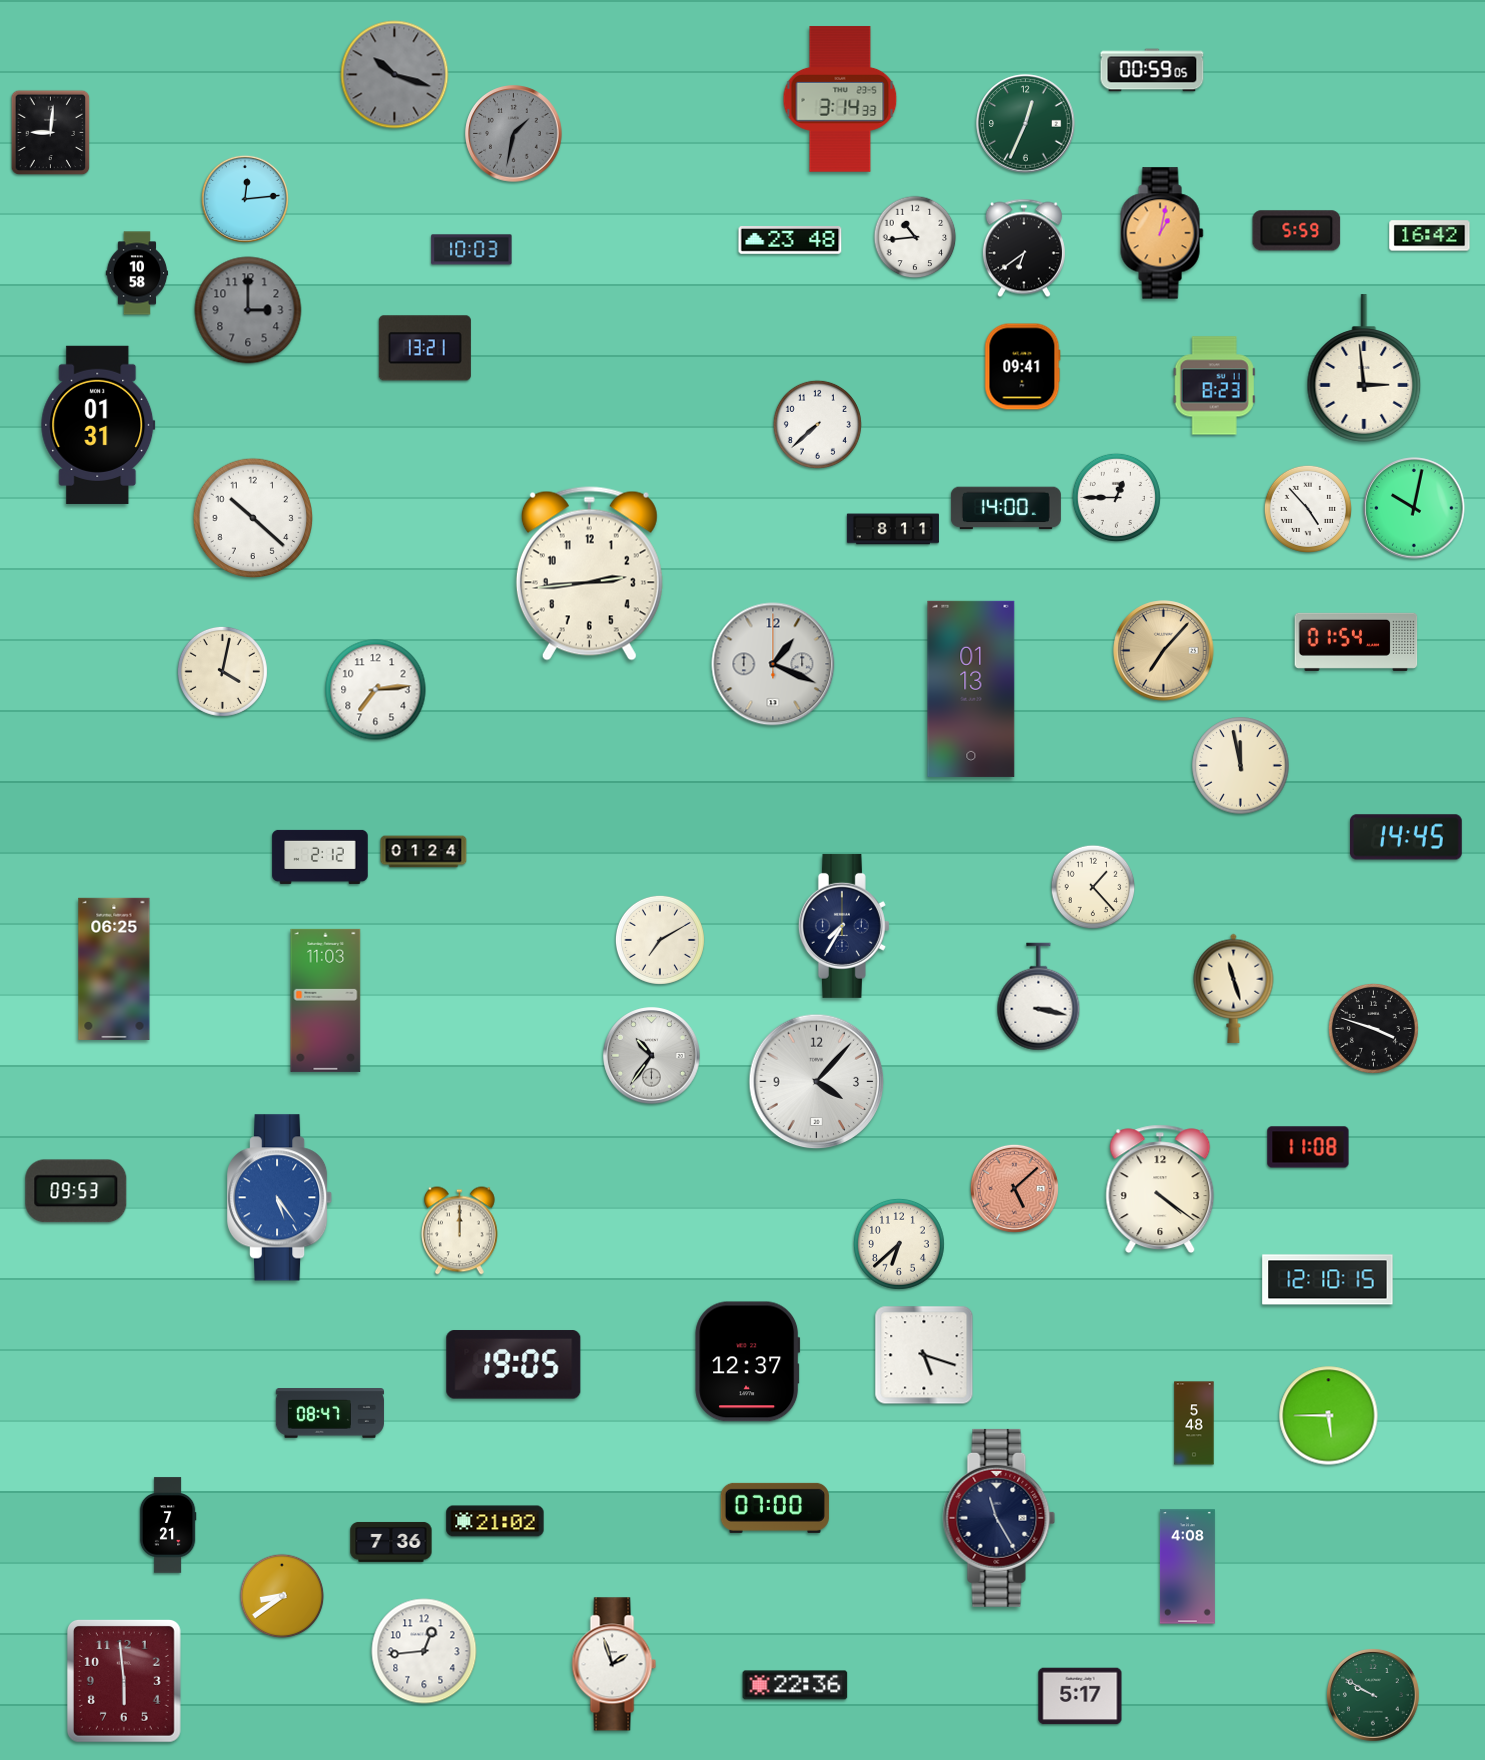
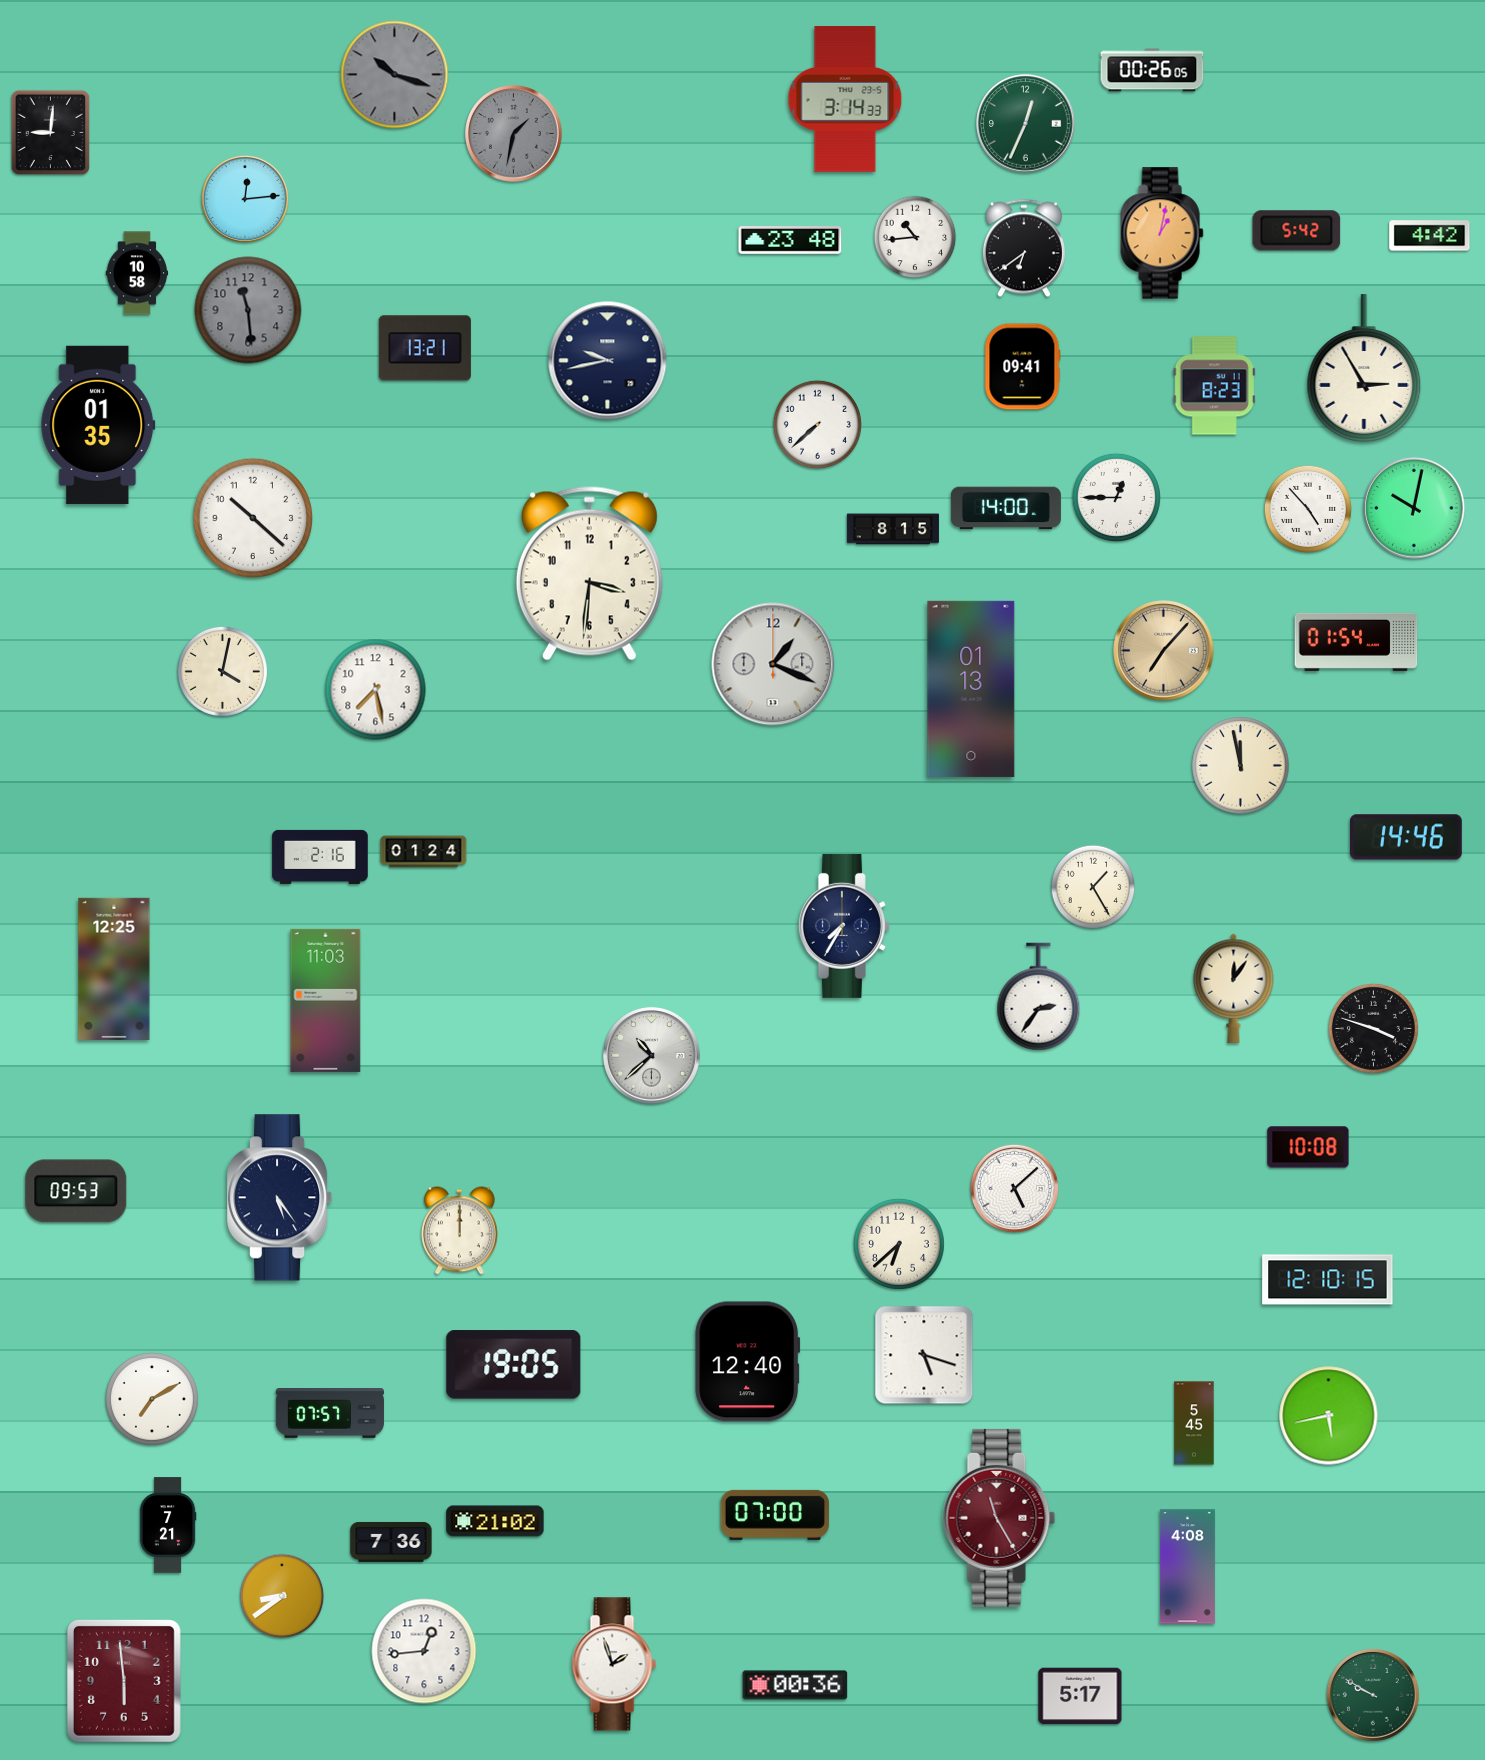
clock at (1152, 70): 00:59 -> 00:26
clock at (840, 99) position: (840, 99) -> (845, 99)
clock at (1297, 231): 5:59 -> 5:42
clock at (1430, 236): 16:42 -> 4:42
clock at (472, 250): 10:03 -> none
clock at (248, 310): 3:00 -> 11:29
clock at (608, 361): none -> 9:43
clock at (1364, 368): 2:59 -> 2:55
clock at (98, 425): 01:31 -> 01:35
clock at (893, 529): 8:11 -> 8:15
clock at (589, 574): 2:44 -> 3:31
clock at (376, 690): 7:14 -> 7:28
clock at (1407, 837): 14:45 -> 14:46
clock at (320, 857): 2:12 -> 2:16
clock at (1093, 887): 1:23 -> 1:25
clock at (660, 940): 7:10 -> none
clock at (114, 969): 06:25 -> 12:25
clock at (1234, 988): 11:27 -> 12:06
clock at (1039, 997): 3:17 -> 2:36
clock at (652, 1056): 10:36 -> 10:38
clock at (817, 1082): 4:07 -> none
clock at (1308, 1147): 11:08 -> 10:08
clock at (1014, 1188) dial: salmon -> white
clock at (1160, 1189): 4:21 -> none
clock at (281, 1198) dial: blue -> navy
clock at (748, 1362): 12:37 -> 12:40
clock at (153, 1400): none -> 7:10
clock at (330, 1414): 08:47 -> 07:57
clock at (1329, 1416): 5:45 -> 5:43
clock at (1194, 1423): 5:48 -> 5:45
clock at (775, 1508) position: (775, 1508) -> (775, 1515)
clock at (999, 1518) dial: navy -> burgundy
clock at (795, 1685): 22:36 -> 00:36
